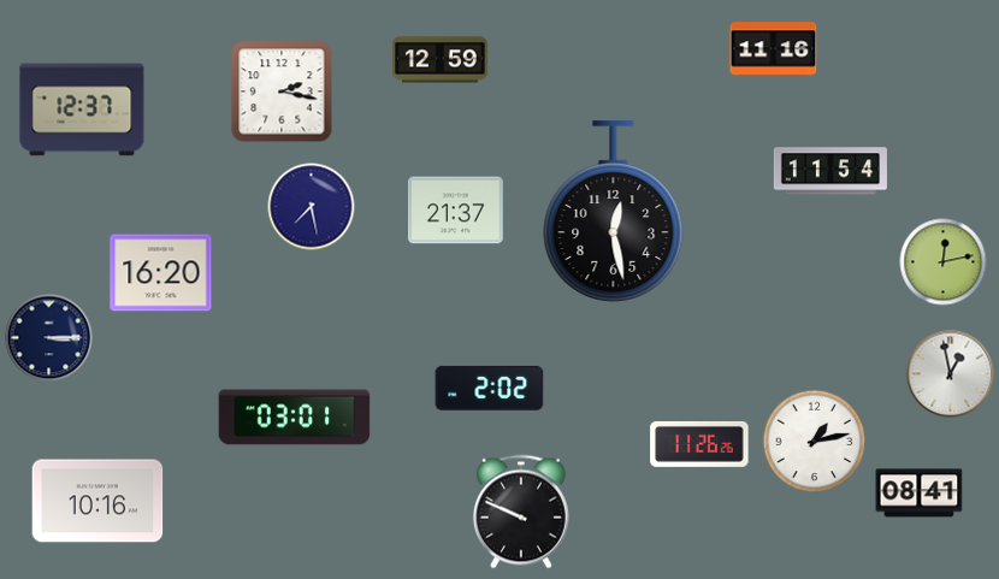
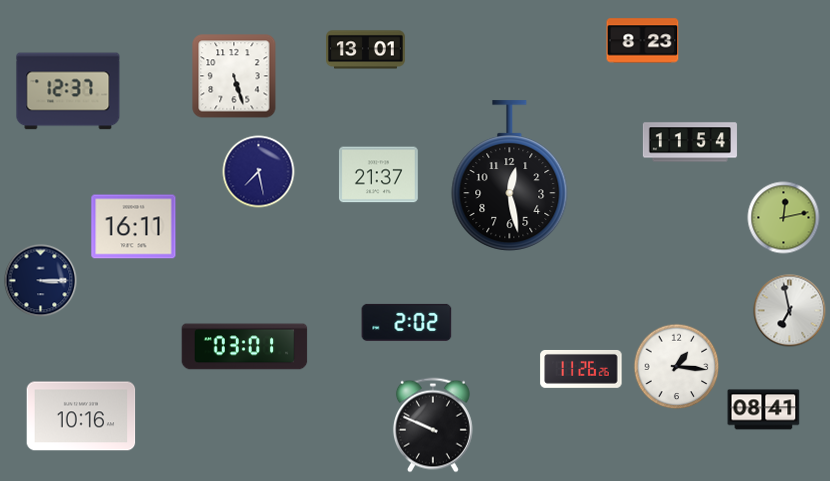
clock at (774, 49): 11:16 -> 8:23
clock at (441, 60): 12:59 -> 13:01
clock at (282, 91): 2:17 -> 5:27
clock at (161, 273): 16:20 -> 16:11
clock at (951, 374): 12:58 -> 6:58
clock at (815, 442): 1:13 -> 1:16
